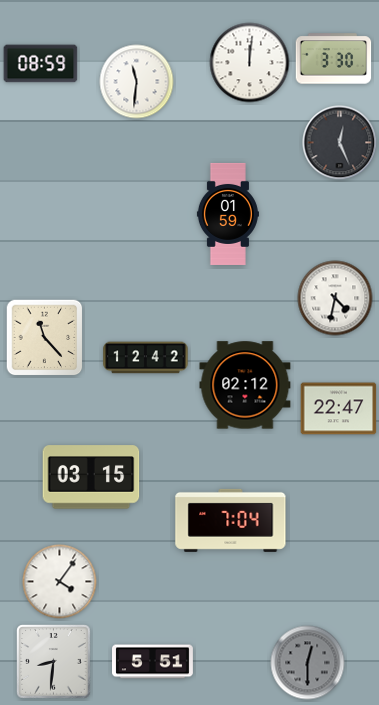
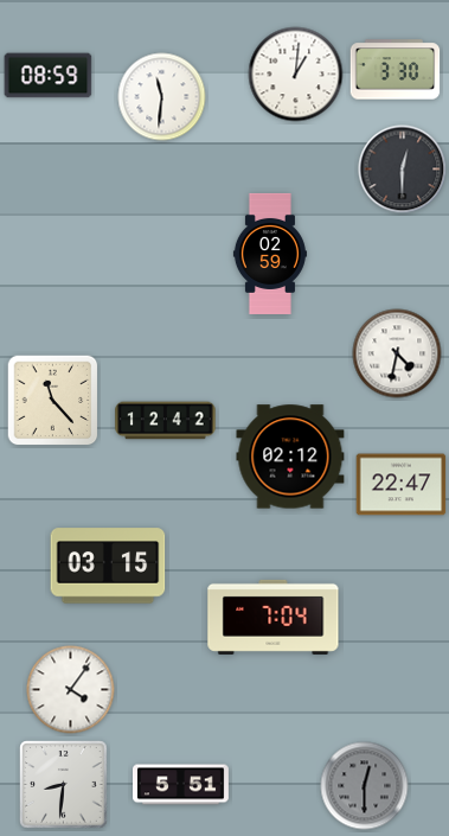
clock at (250, 63): 12:01 -> 1:01
clock at (340, 143): 12:26 -> 12:30
clock at (228, 214): 01:59 -> 02:59
clock at (146, 358) position: (146, 358) -> (166, 421)
